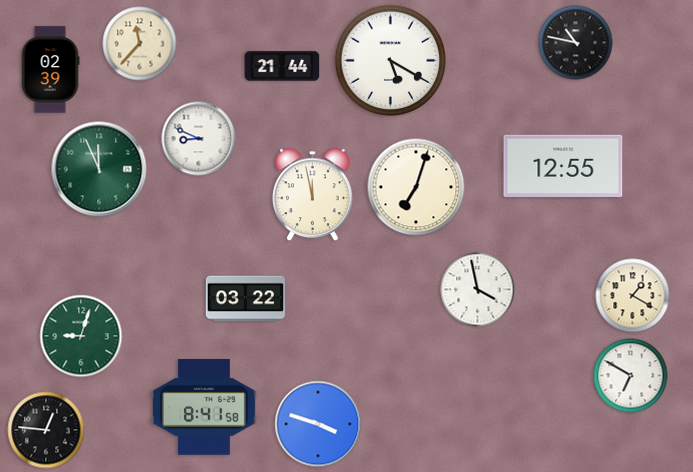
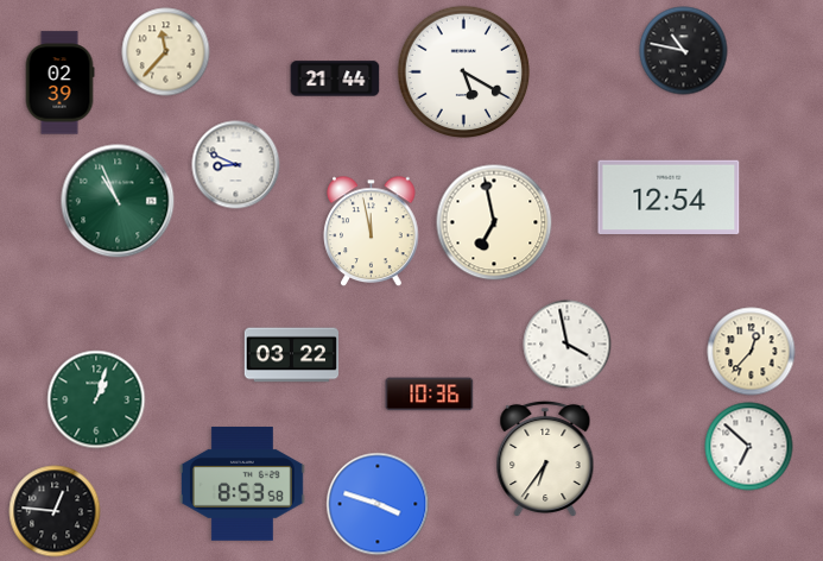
clock at (563, 166): 12:55 -> 12:54
clock at (99, 169): 11:56 -> 10:56
clock at (416, 187): 7:03 -> 6:58
clock at (633, 296): 1:20 -> 12:37
clock at (430, 395): none -> 10:36
clock at (81, 336): 9:03 -> 1:03
clock at (631, 376): 6:50 -> 6:52
clock at (545, 459): none -> 6:36
clock at (204, 407): 8:41 -> 8:53
